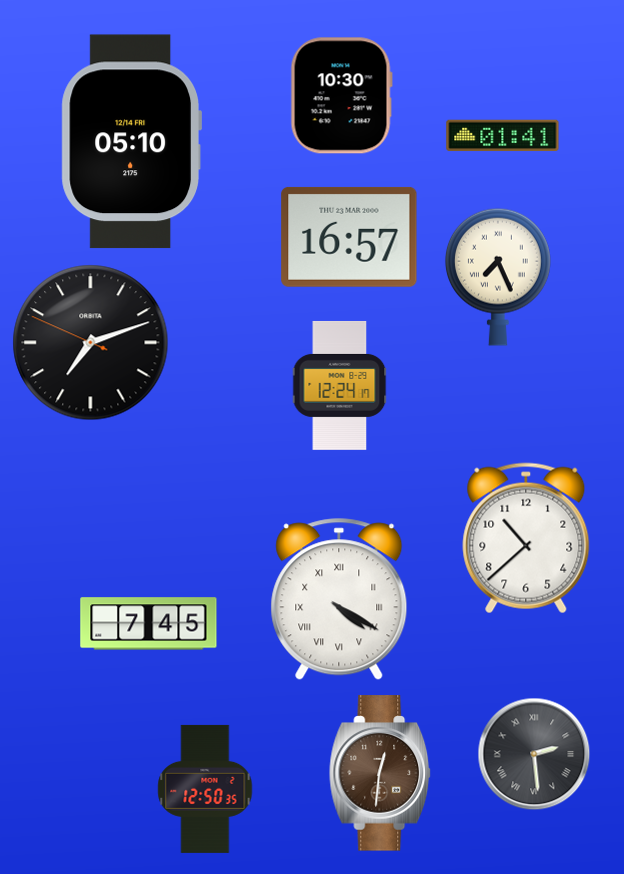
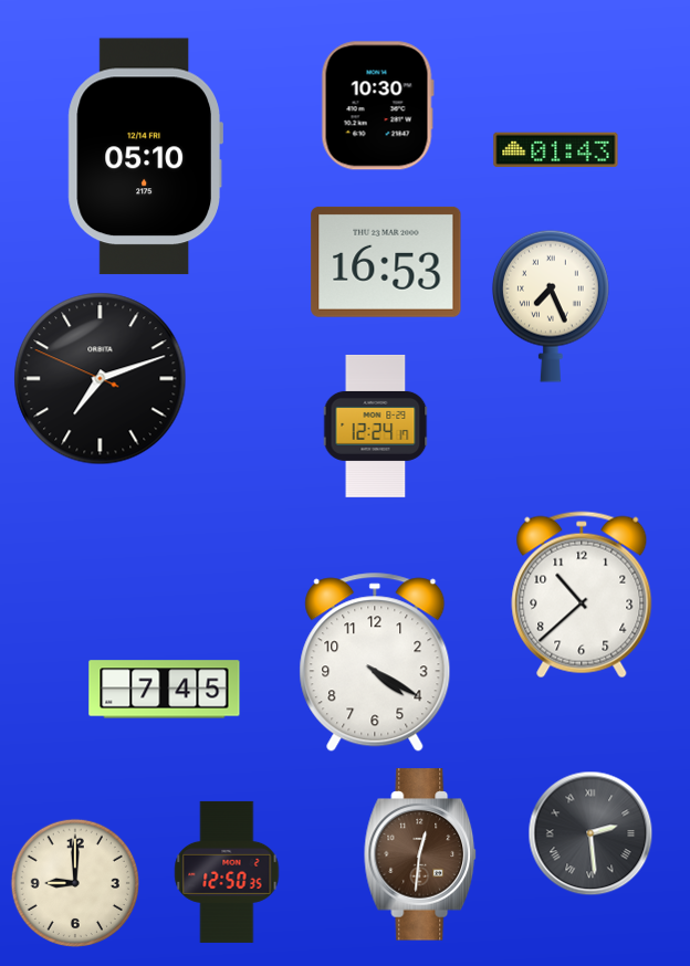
clock at (503, 136): 01:41 -> 01:43
clock at (349, 237): 16:57 -> 16:53
clock at (339, 599) numerals: Roman -> Arabic
clock at (74, 882): none -> 9:00
